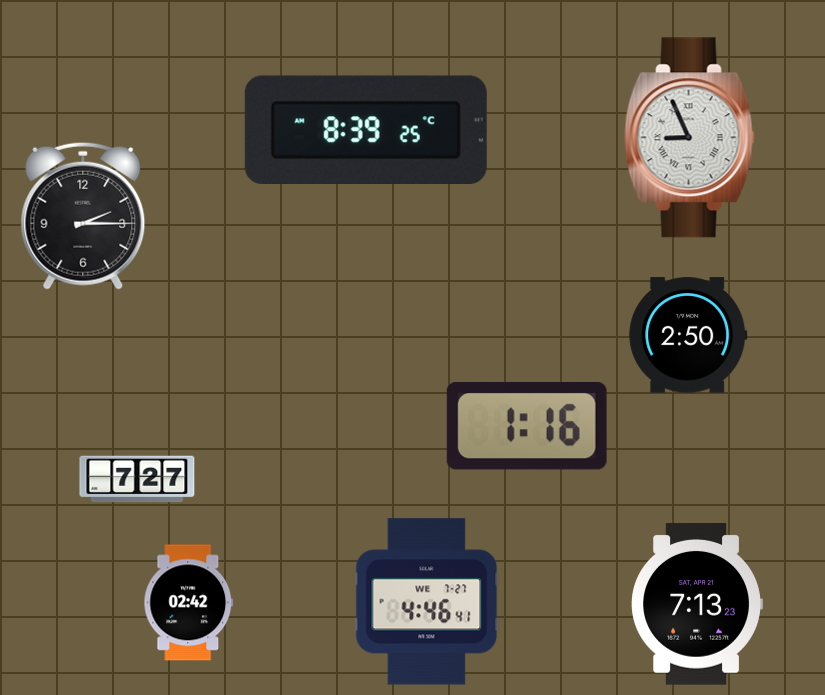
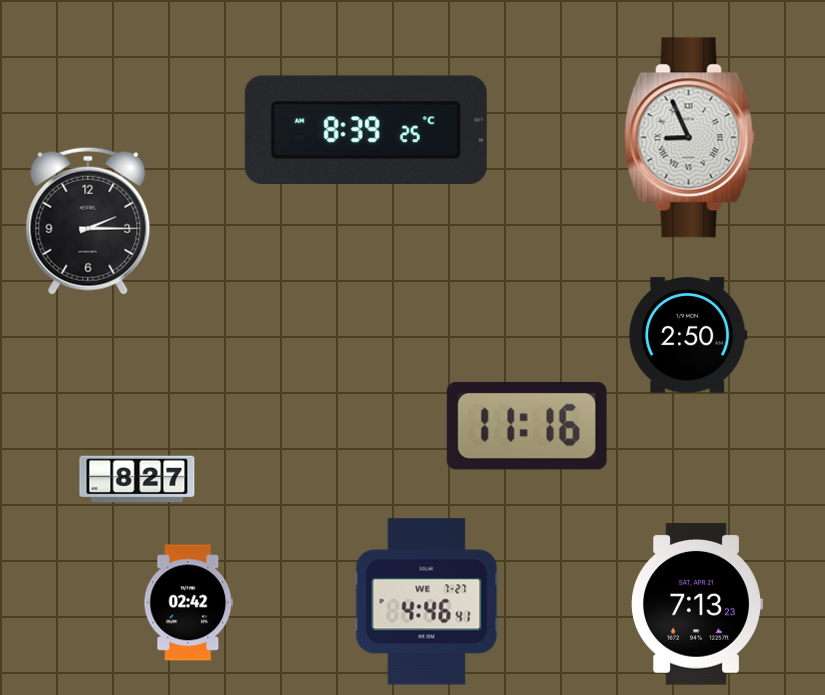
clock at (83, 216) position: (83, 216) -> (88, 221)
clock at (527, 426): 1:16 -> 11:16
clock at (137, 479): 7:27 -> 8:27
